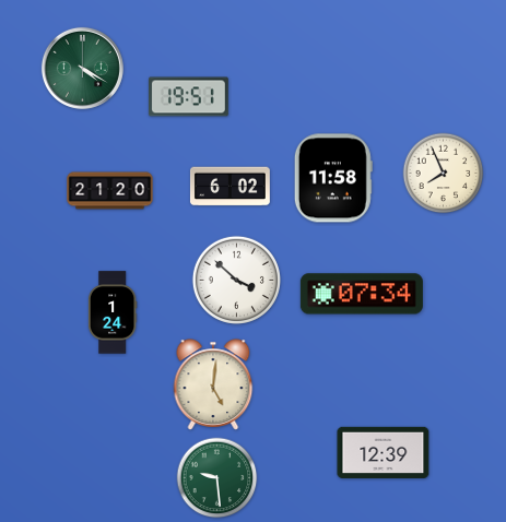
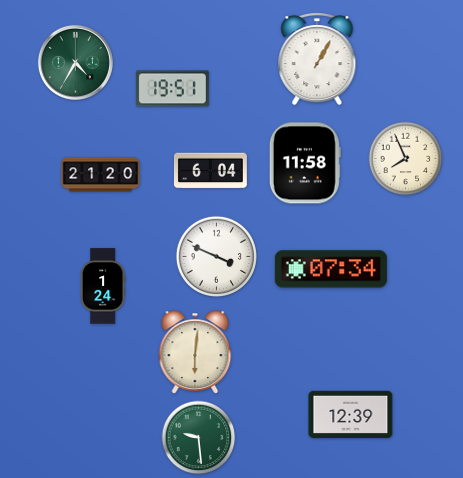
clock at (317, 59): none -> 1:05
clock at (82, 68): 4:20 -> 4:35
clock at (231, 187): 6:02 -> 6:04
clock at (236, 280): 3:52 -> 3:49
clock at (213, 384): 5:01 -> 6:01
